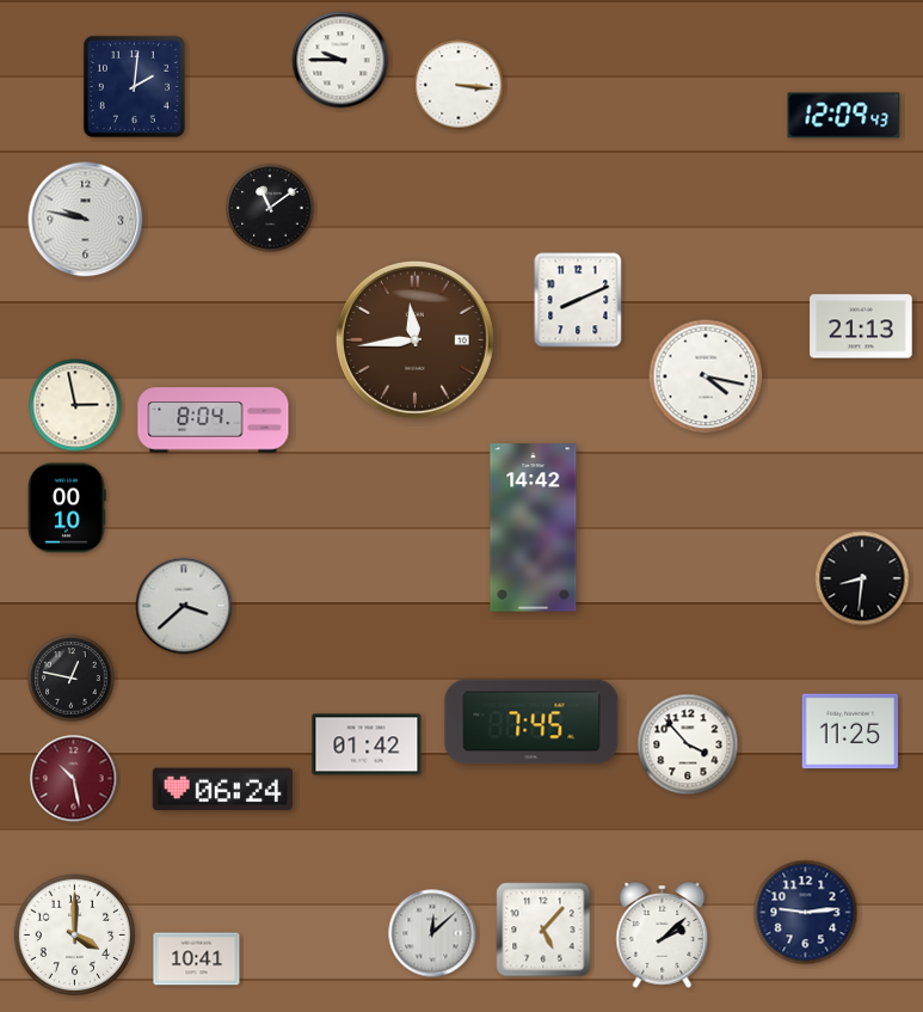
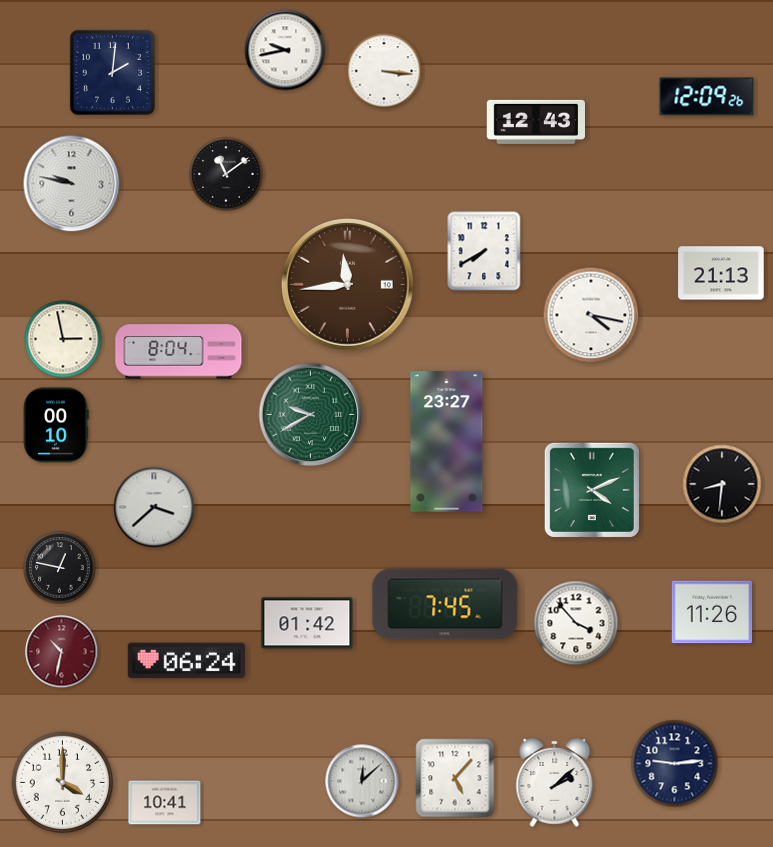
clock at (340, 60): 9:45 -> 9:43
clock at (844, 116): 12:09:43 -> 12:09:26
clock at (535, 122): none -> 12:43
clock at (578, 300): 8:11 -> 7:40
clock at (311, 415): none -> 9:40
clock at (534, 528): 14:42 -> 23:27
clock at (592, 490): none -> 4:11
clock at (849, 731): 11:25 -> 11:26
clock at (74, 779): 10:28 -> 10:32
